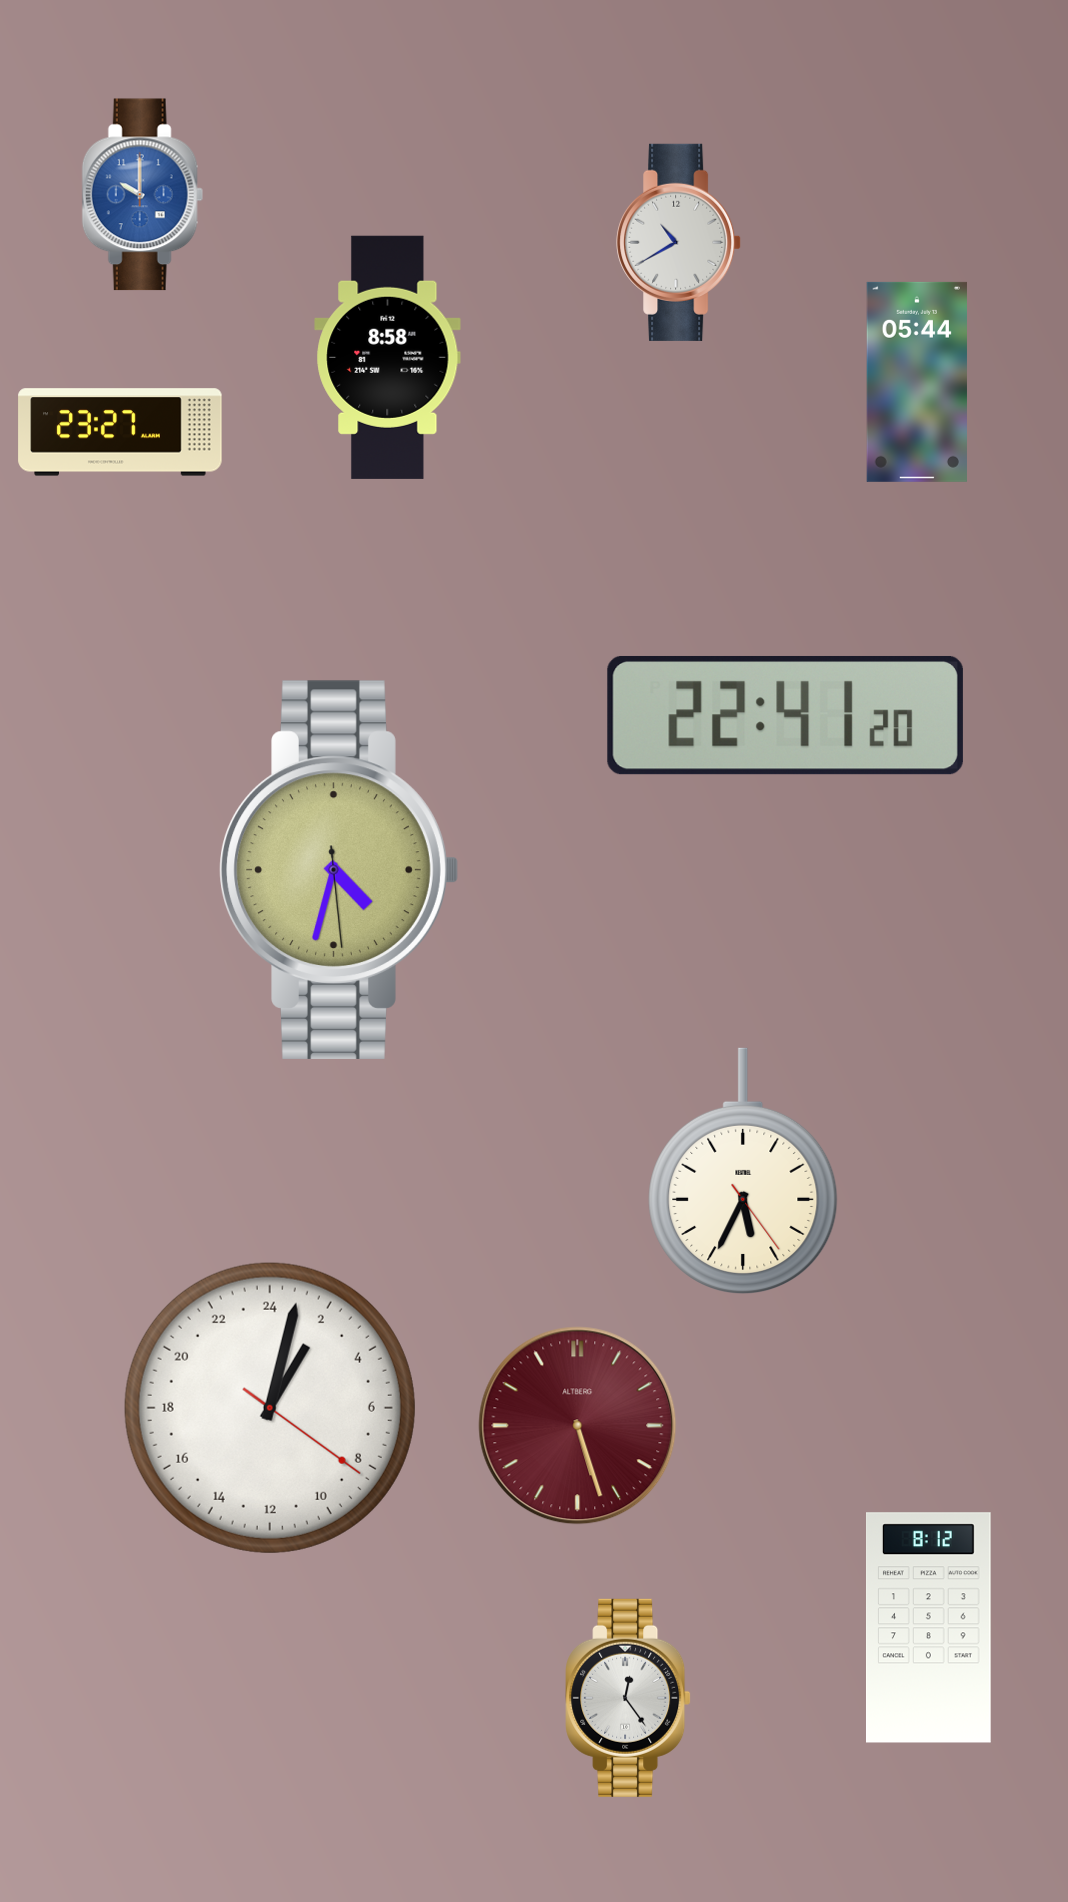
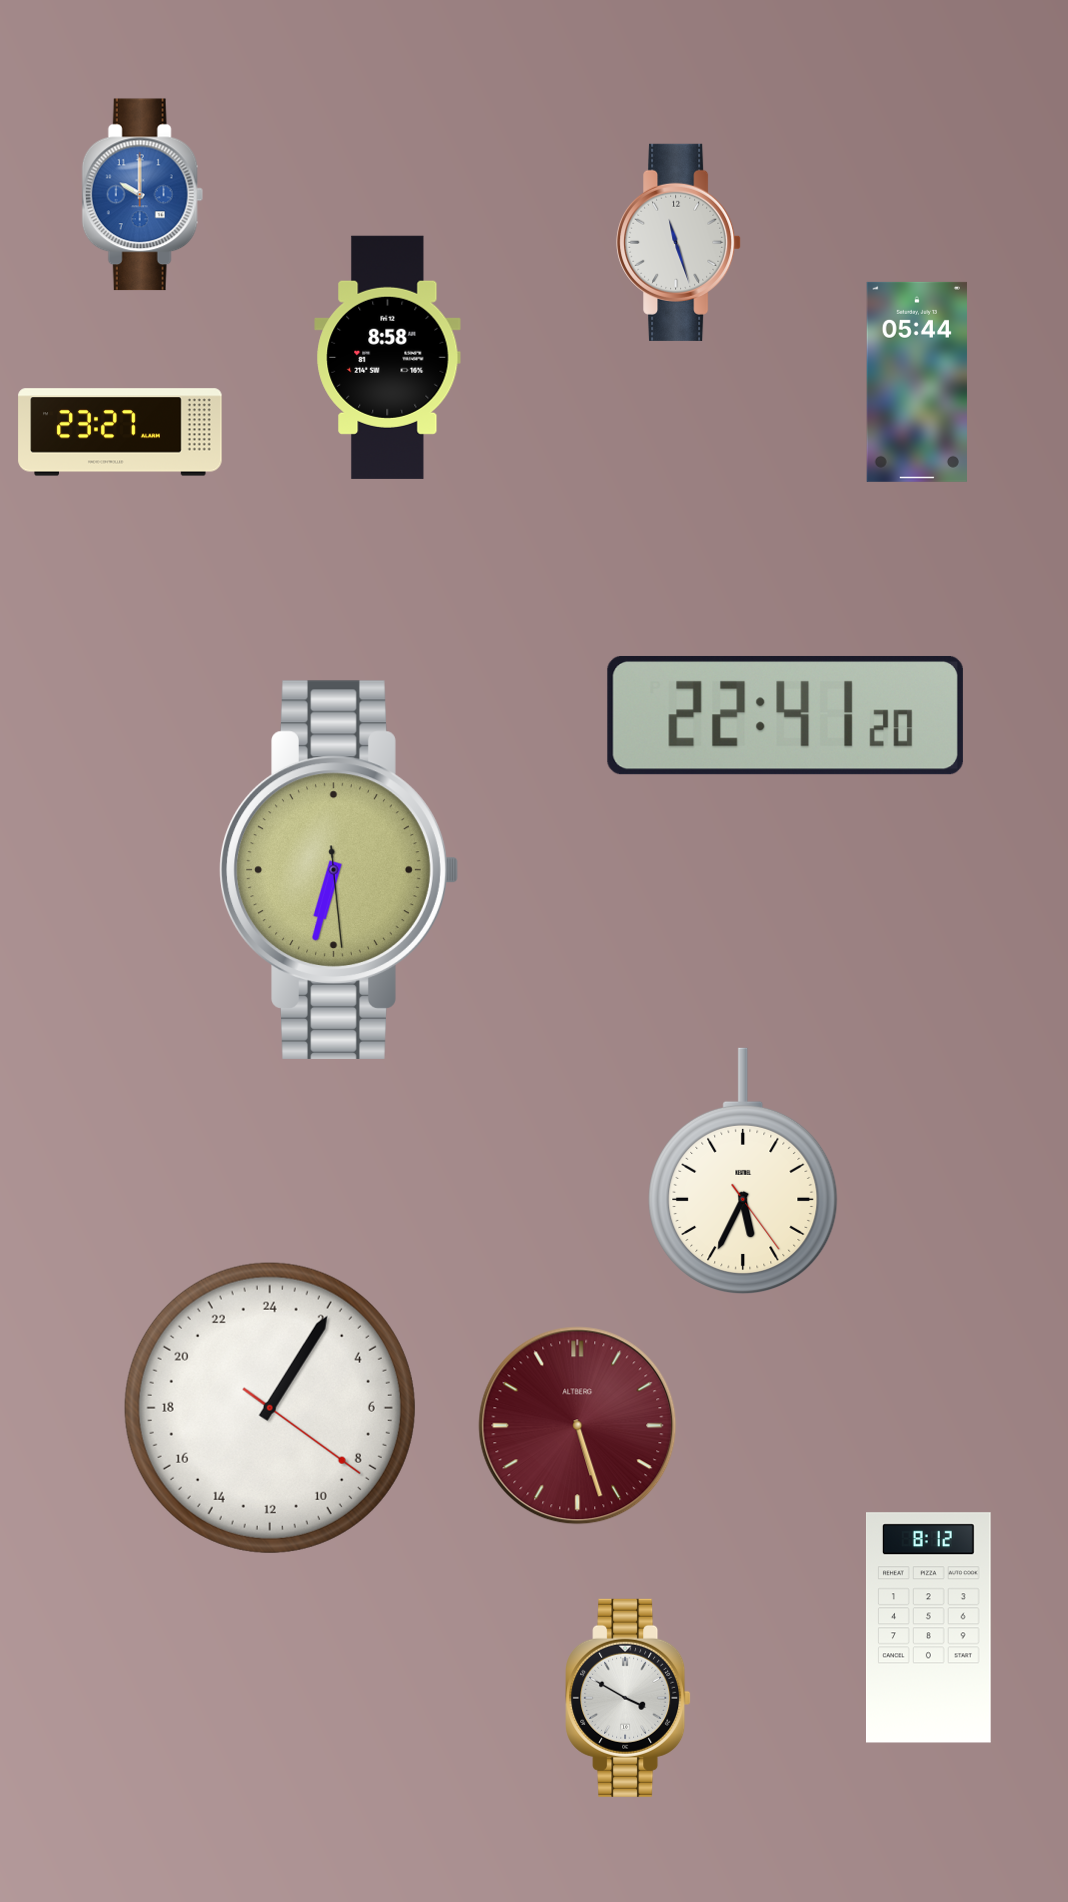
clock at (679, 242): 10:40 -> 11:27
clock at (339, 870): 4:32 -> 6:32
clock at (270, 1408): 2:02 -> 2:05
clock at (628, 1698): 12:24 -> 3:50
